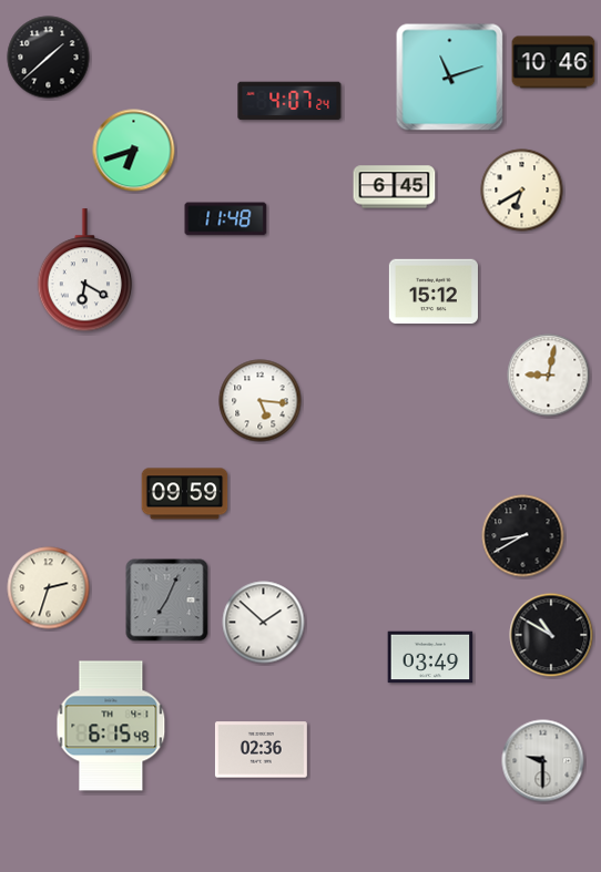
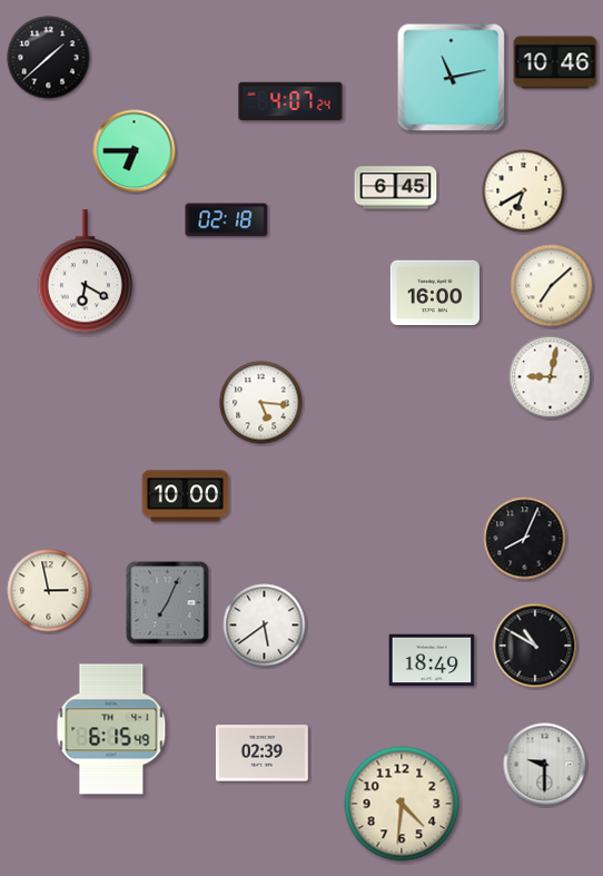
clock at (450, 78): 11:12 -> 11:13
clock at (134, 151): 6:42 -> 6:45
clock at (226, 219): 11:48 -> 02:18
clock at (552, 286): none -> 7:08
clock at (434, 291): 15:12 -> 16:00
clock at (185, 494): 09:59 -> 10:00
clock at (523, 536): 8:40 -> 8:04
clock at (49, 588): 2:33 -> 2:58
clock at (264, 623): 1:52 -> 5:39
clock at (551, 635) position: (551, 635) -> (535, 646)
clock at (430, 657): 03:49 -> 18:49
clock at (261, 750): 02:36 -> 02:39
clock at (402, 804): none -> 4:31
